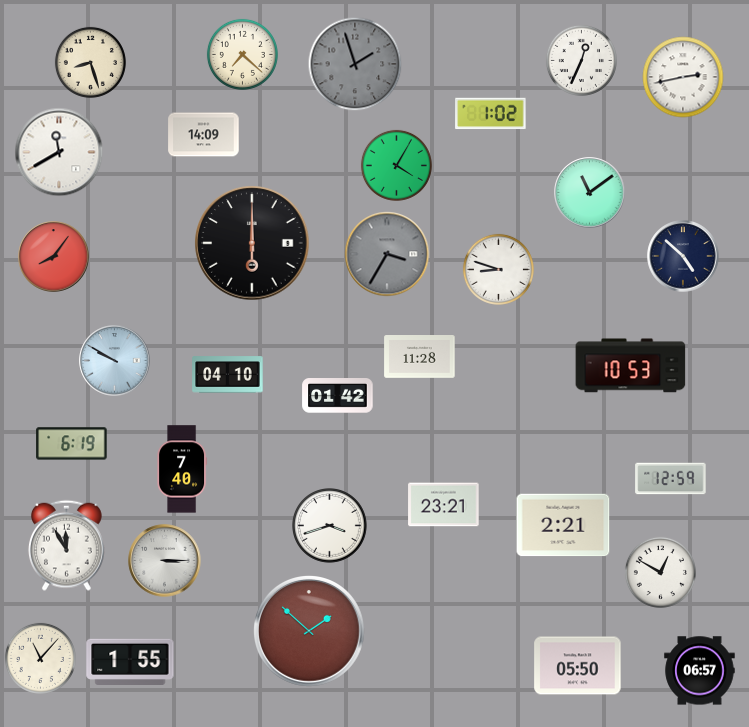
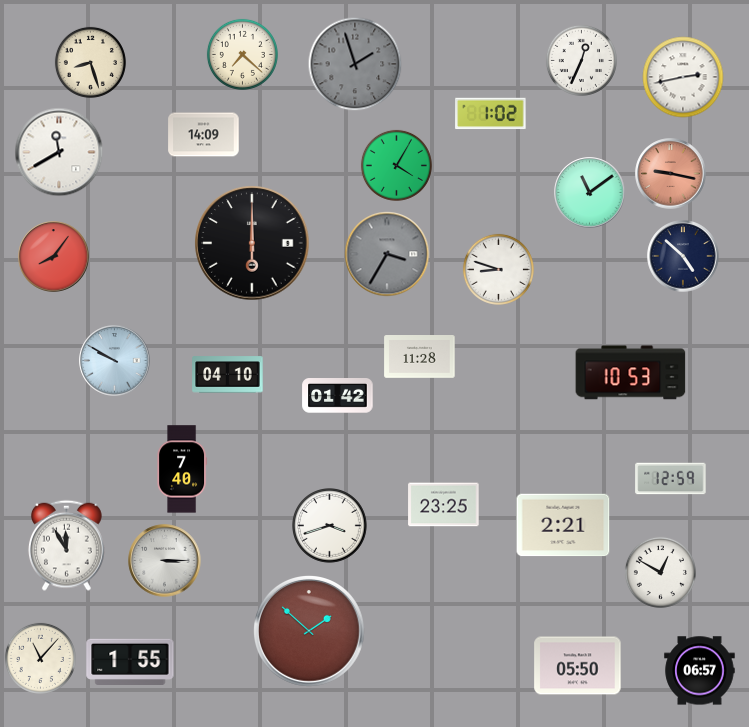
clock at (671, 174): none -> 9:17
clock at (631, 366) position: (631, 366) -> (631, 373)
clock at (72, 444): 6:19 -> none
clock at (444, 505): 23:21 -> 23:25
